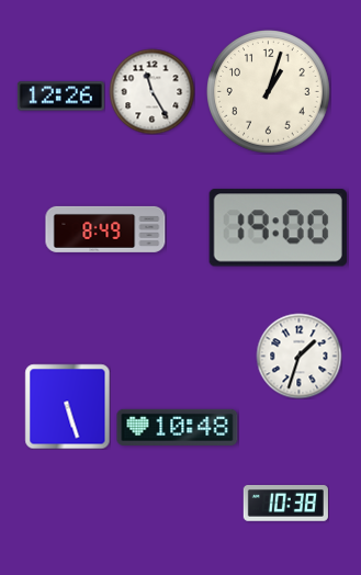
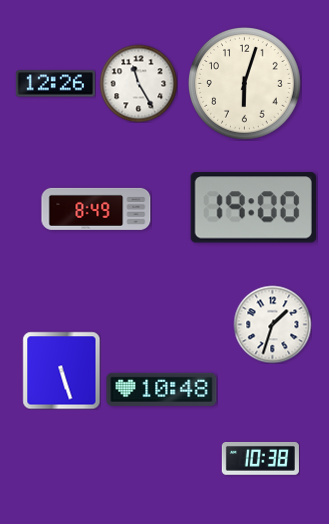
clock at (269, 92): 1:03 -> 6:03
clock at (60, 97) position: (60, 97) -> (55, 84)
